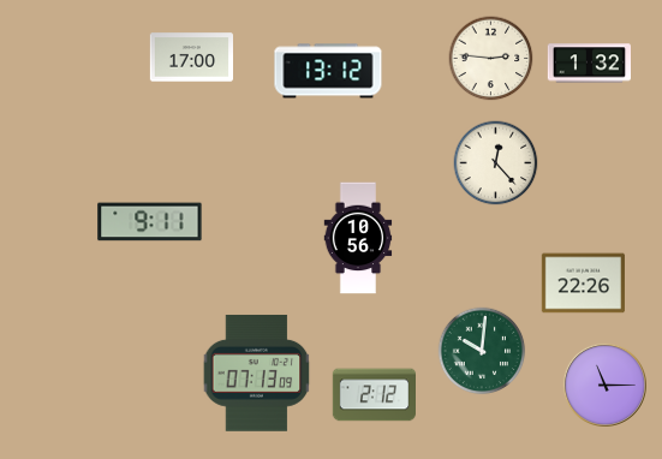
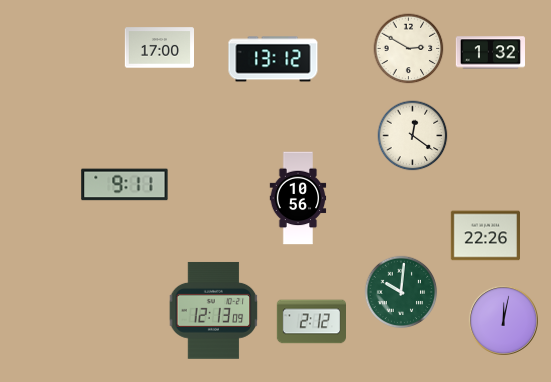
clock at (491, 59): 2:46 -> 2:50
clock at (496, 163): 12:23 -> 12:21
clock at (257, 372): 07:13 -> 12:13
clock at (604, 385): 11:15 -> 12:02
clock at (374, 395) position: (374, 395) -> (311, 322)
